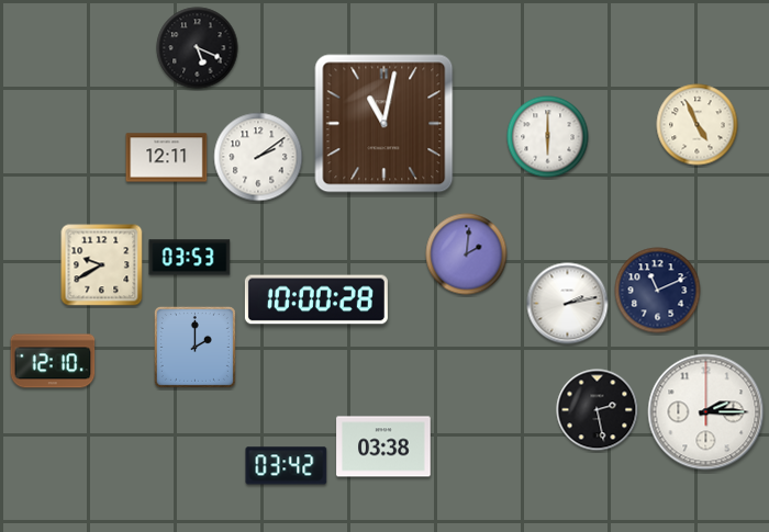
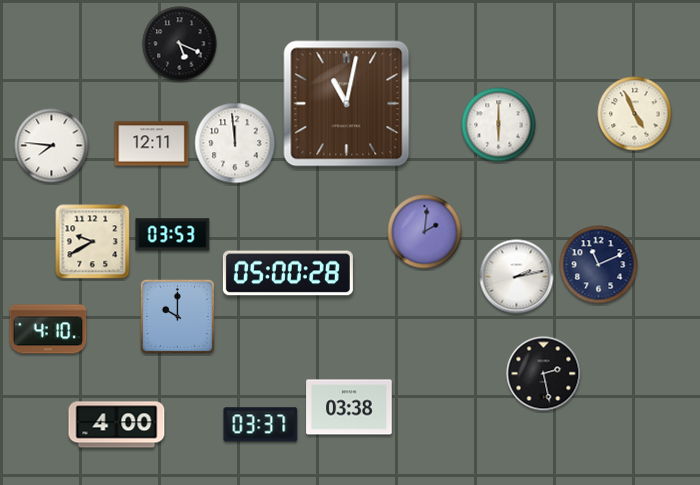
clock at (384, 124) position: (384, 124) -> (347, 104)
clock at (258, 157): 2:09 -> 11:59
clock at (52, 146): none -> 7:46
clock at (316, 299): 10:00 -> 05:00
clock at (194, 347): 2:00 -> 10:00
clock at (53, 361): 12:10 -> 4:10
clock at (706, 412): 2:15 -> none
clock at (117, 425): none -> 4:00
clock at (287, 466): 03:42 -> 03:37
